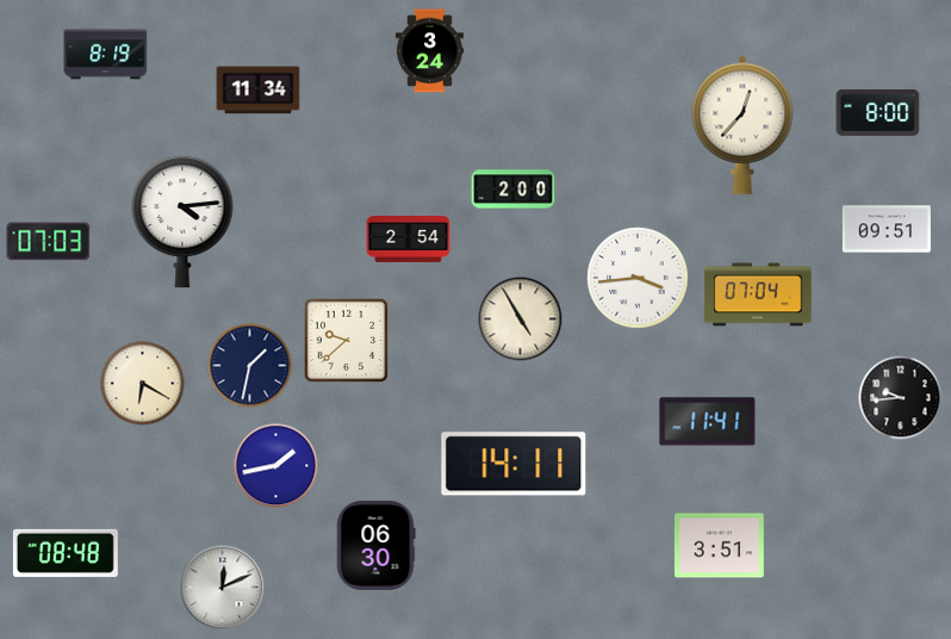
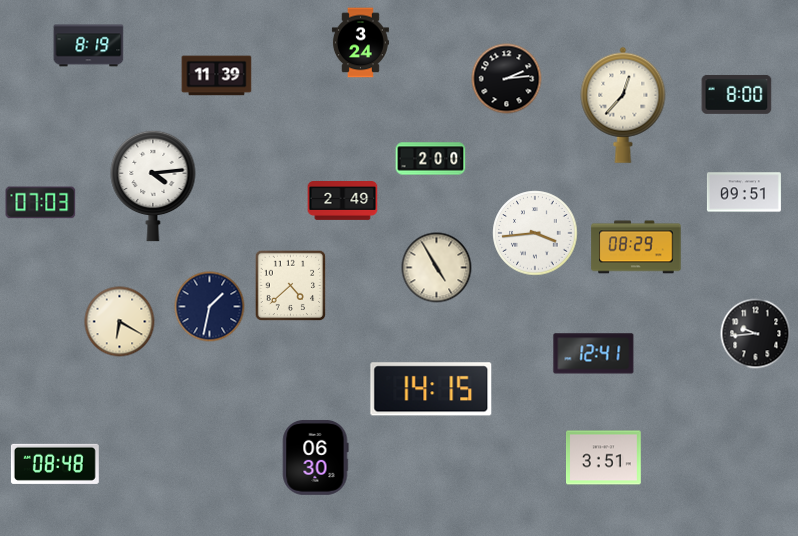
clock at (259, 91): 11:34 -> 11:39
clock at (507, 79): none -> 2:14
clock at (409, 240): 2:54 -> 2:49
clock at (758, 294): 07:04 -> 08:29
clock at (347, 341): 9:38 -> 4:38
clock at (708, 422): 11:41 -> 12:41
clock at (514, 464): 14:11 -> 14:15
clock at (276, 466): 1:43 -> none
clock at (223, 588): 12:11 -> none
